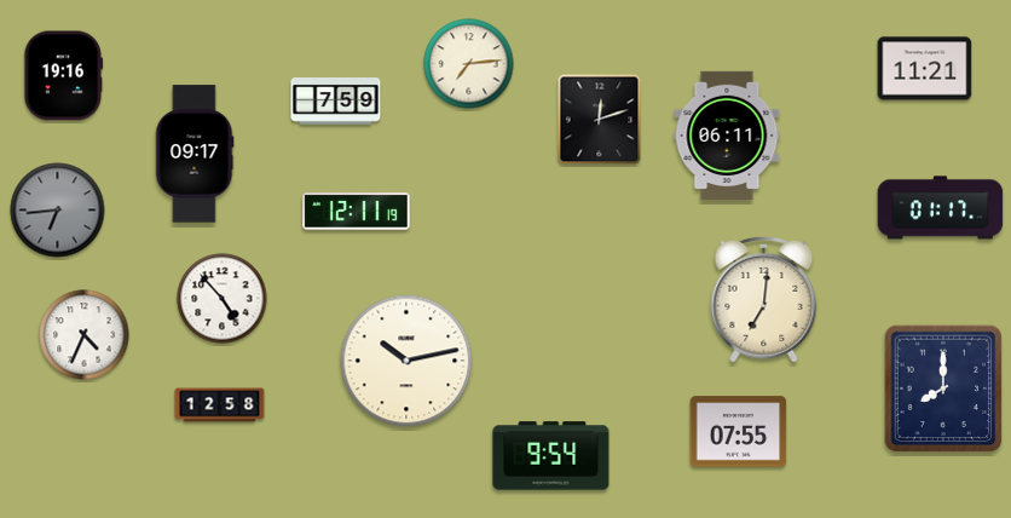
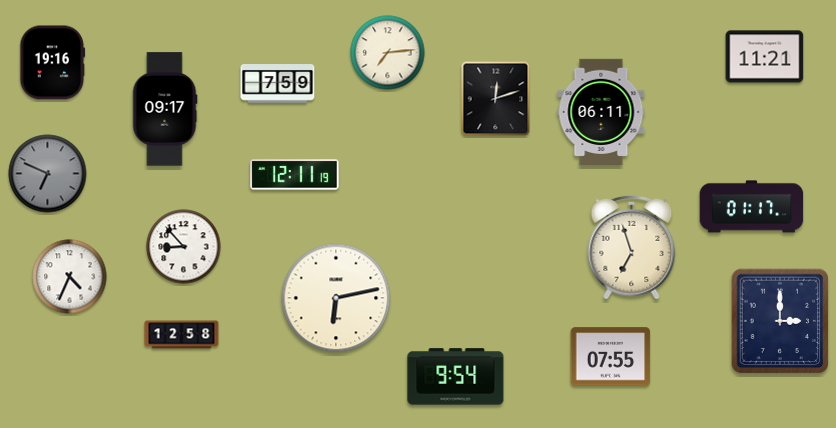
clock at (195, 154) position: (195, 154) -> (165, 109)
clock at (941, 208) position: (941, 208) -> (752, 207)
clock at (58, 211): 6:44 -> 6:49
clock at (223, 299): 4:53 -> 8:53
clock at (764, 299): 7:01 -> 6:57
clock at (406, 361): 10:13 -> 6:13
clock at (943, 388): 8:00 -> 3:00
